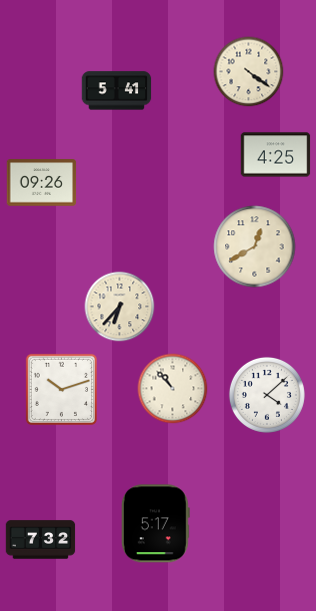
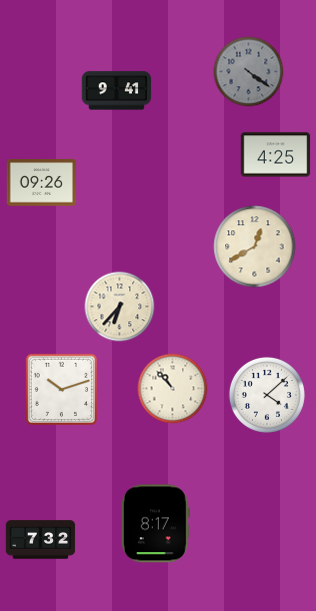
clock at (249, 72) dial: cream -> grey
clock at (117, 91): 5:41 -> 9:41
clock at (155, 524): 5:17 -> 8:17
